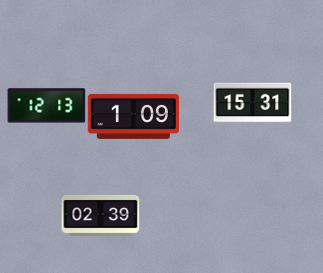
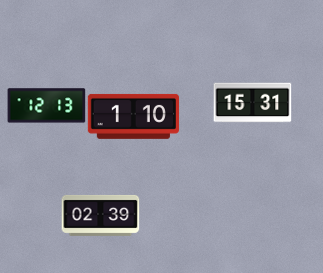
clock at (133, 116): 1:09 -> 1:10
